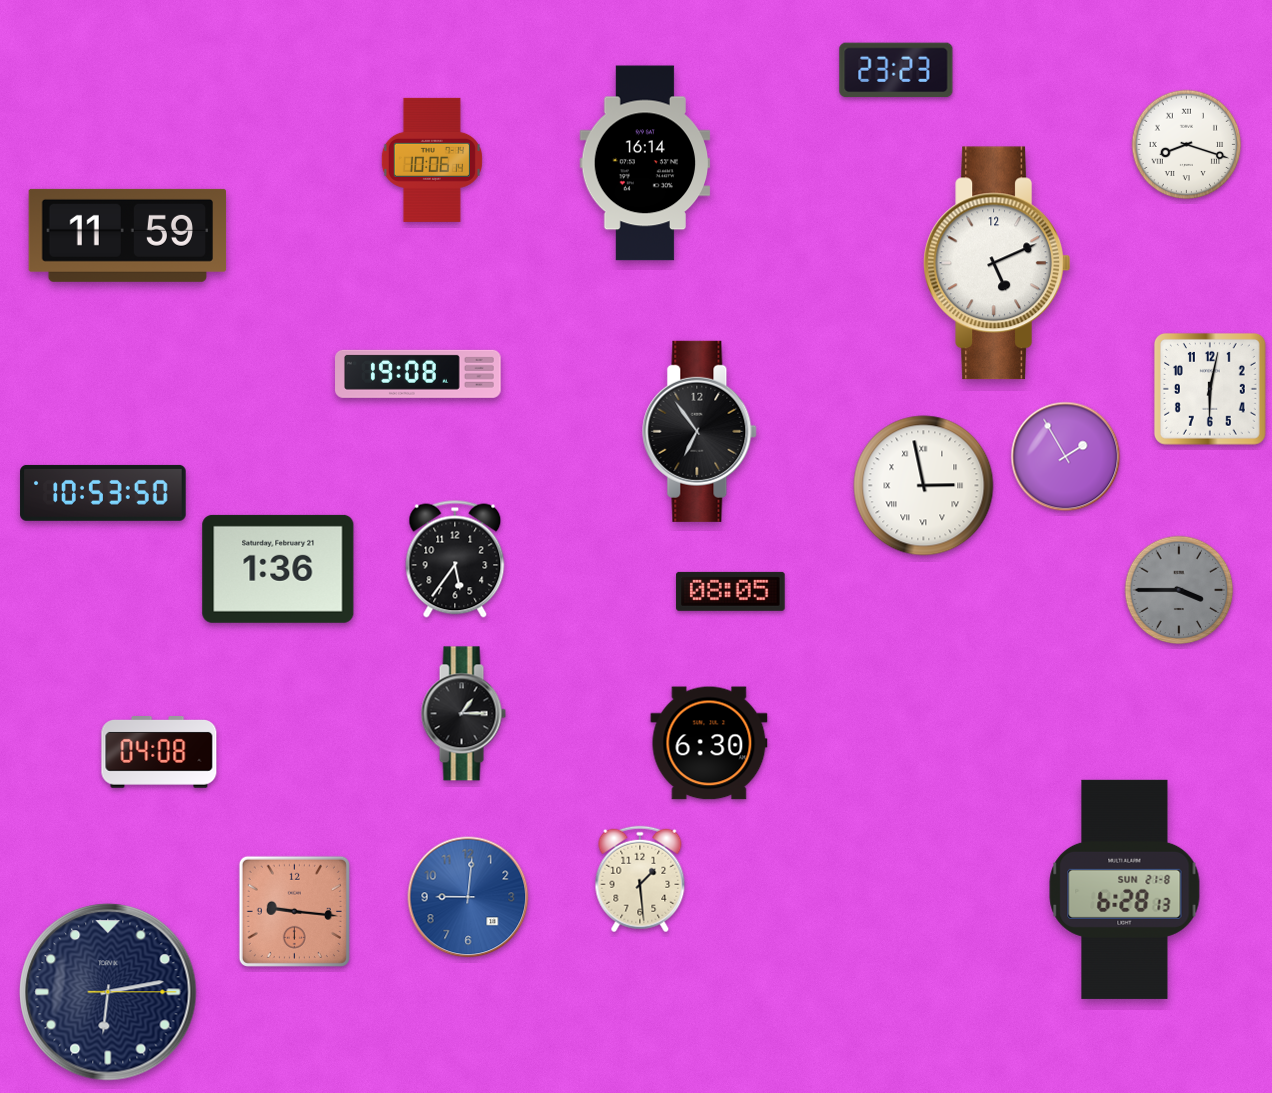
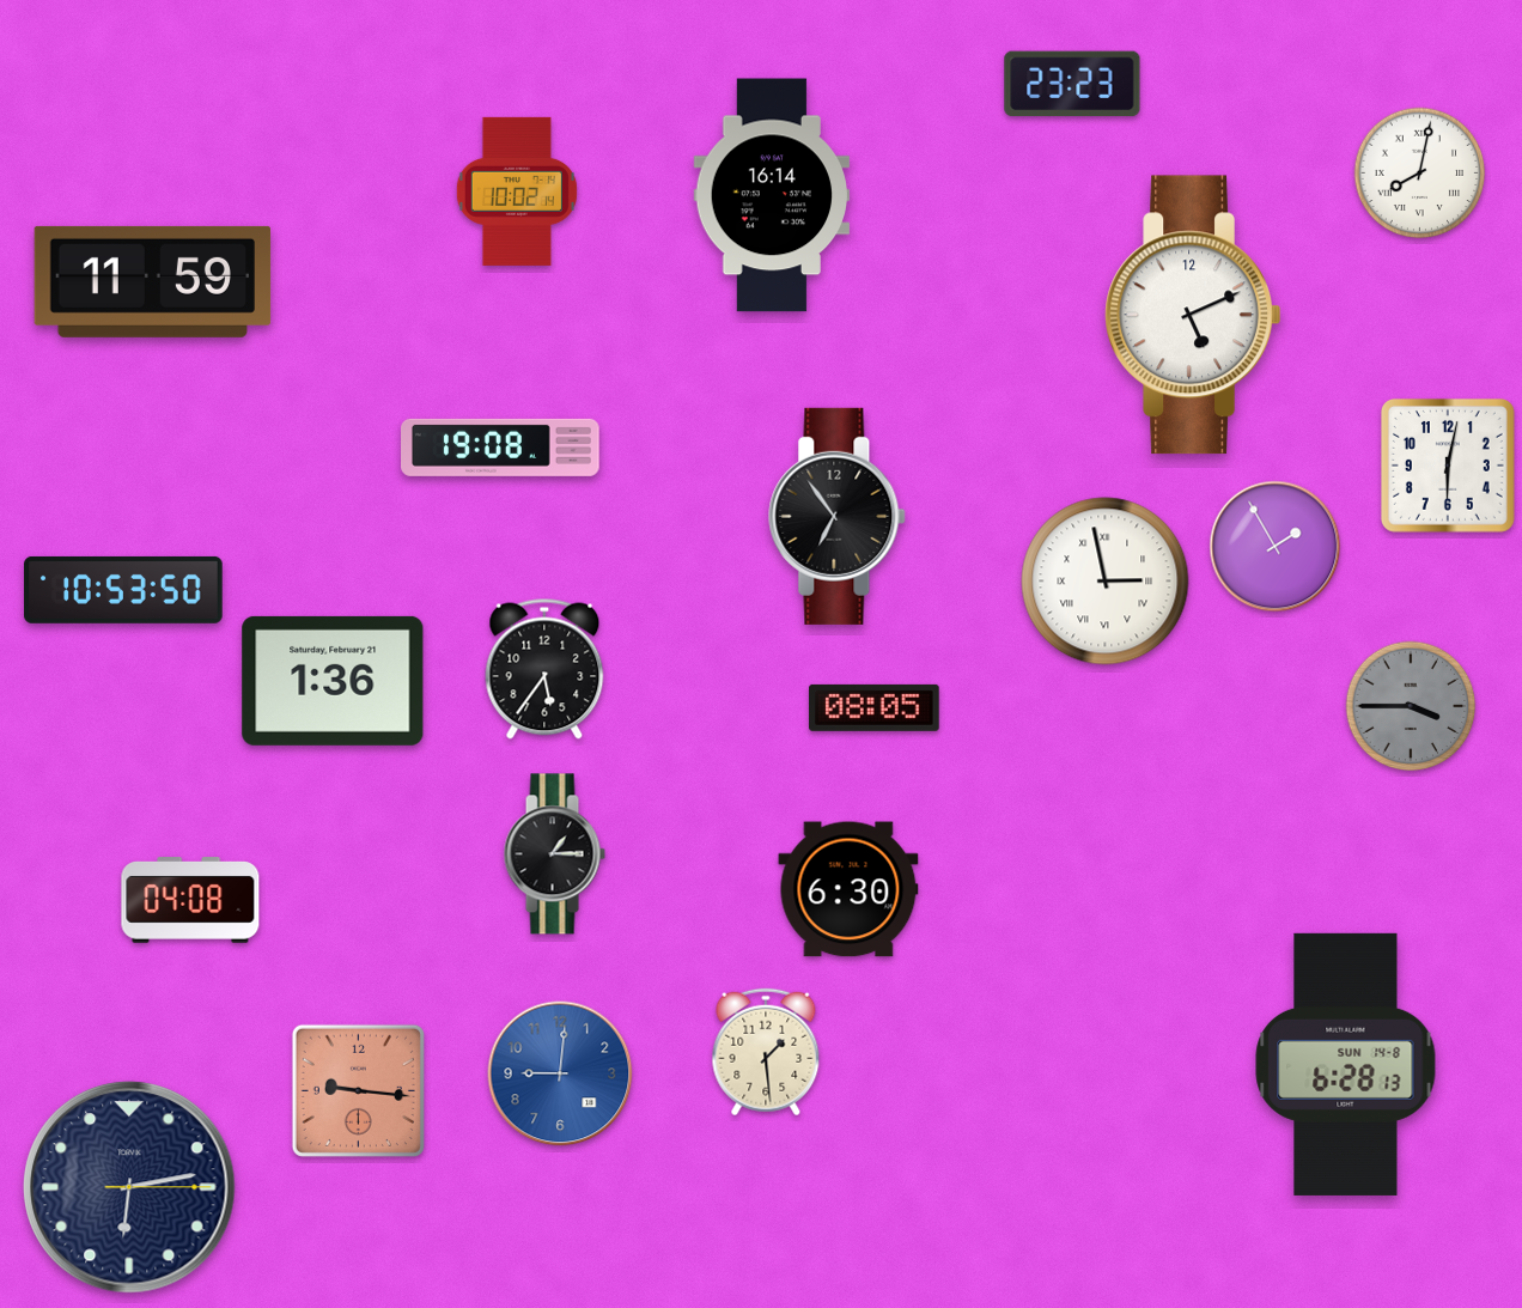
clock at (1187, 145): 8:18 -> 8:02
clock at (432, 160): 10:06 -> 10:02
clock at (1125, 889) date: SUN 21-8 -> SUN 14-8
clock at (294, 911) position: (294, 911) -> (358, 1090)
